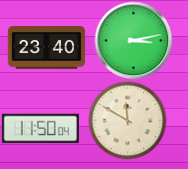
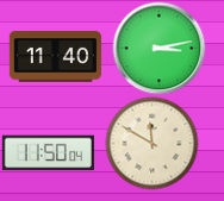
clock at (46, 48): 23:40 -> 11:40
